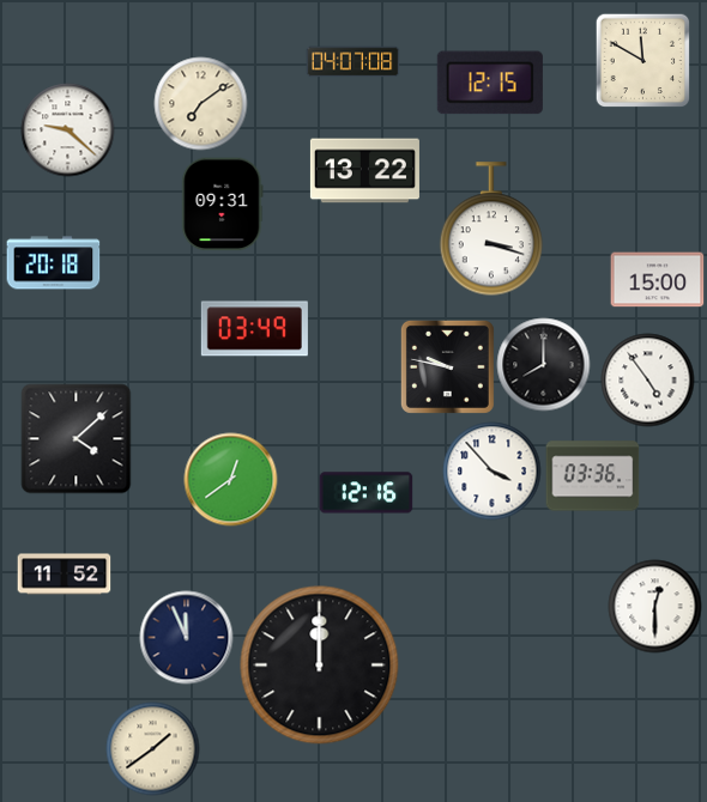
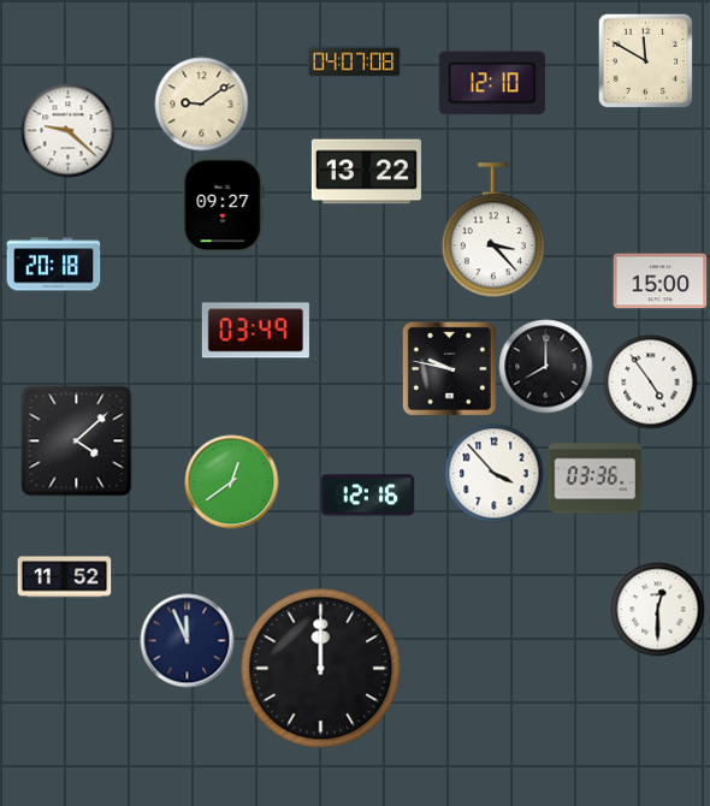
clock at (490, 83): 12:15 -> 12:10
clock at (200, 103): 7:09 -> 9:09
clock at (223, 203): 09:31 -> 09:27
clock at (490, 229): 3:18 -> 3:23
clock at (152, 748): 1:39 -> none
